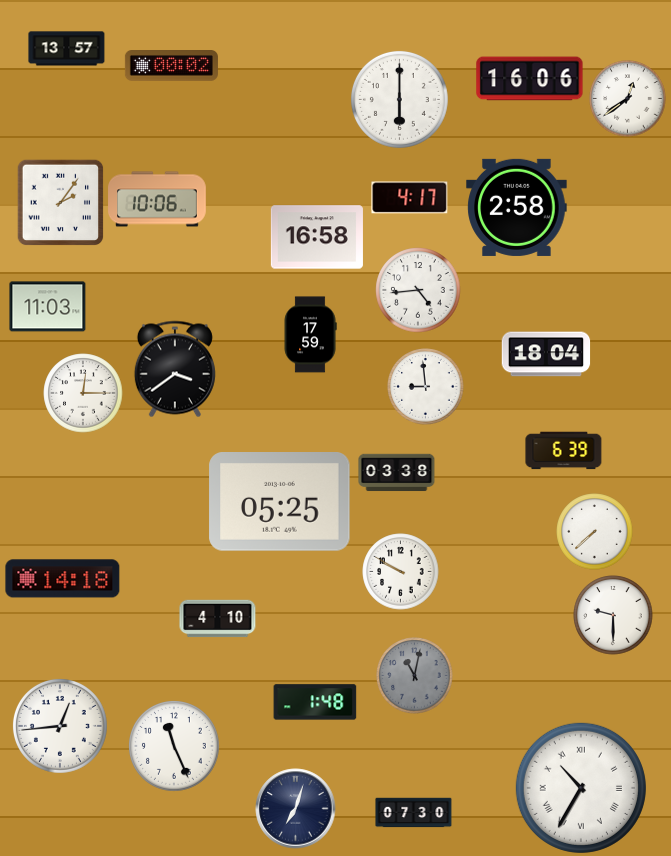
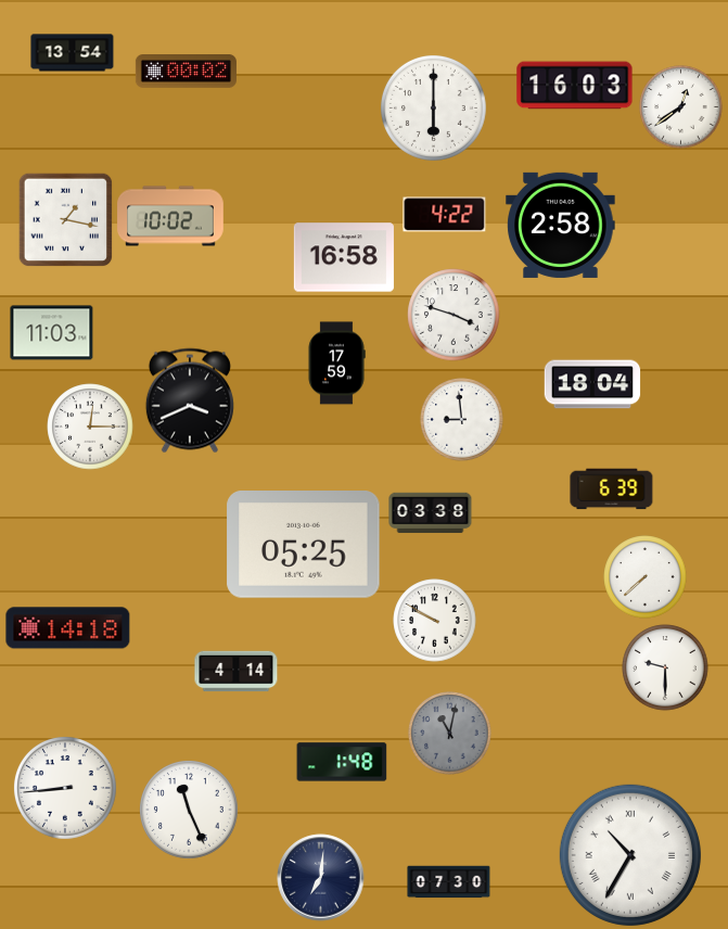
clock at (67, 49): 13:57 -> 13:54
clock at (530, 79): 16:06 -> 16:03
clock at (410, 198): 4:17 -> 4:22
clock at (157, 199): 10:06 -> 10:02
clock at (60, 202): 2:06 -> 1:17
clock at (418, 290): 4:44 -> 3:48
clock at (175, 369): 3:39 -> 3:41
clock at (218, 619): 4:10 -> 4:14
clock at (60, 726): 12:44 -> 8:44
clock at (296, 809): 7:03 -> 7:01
